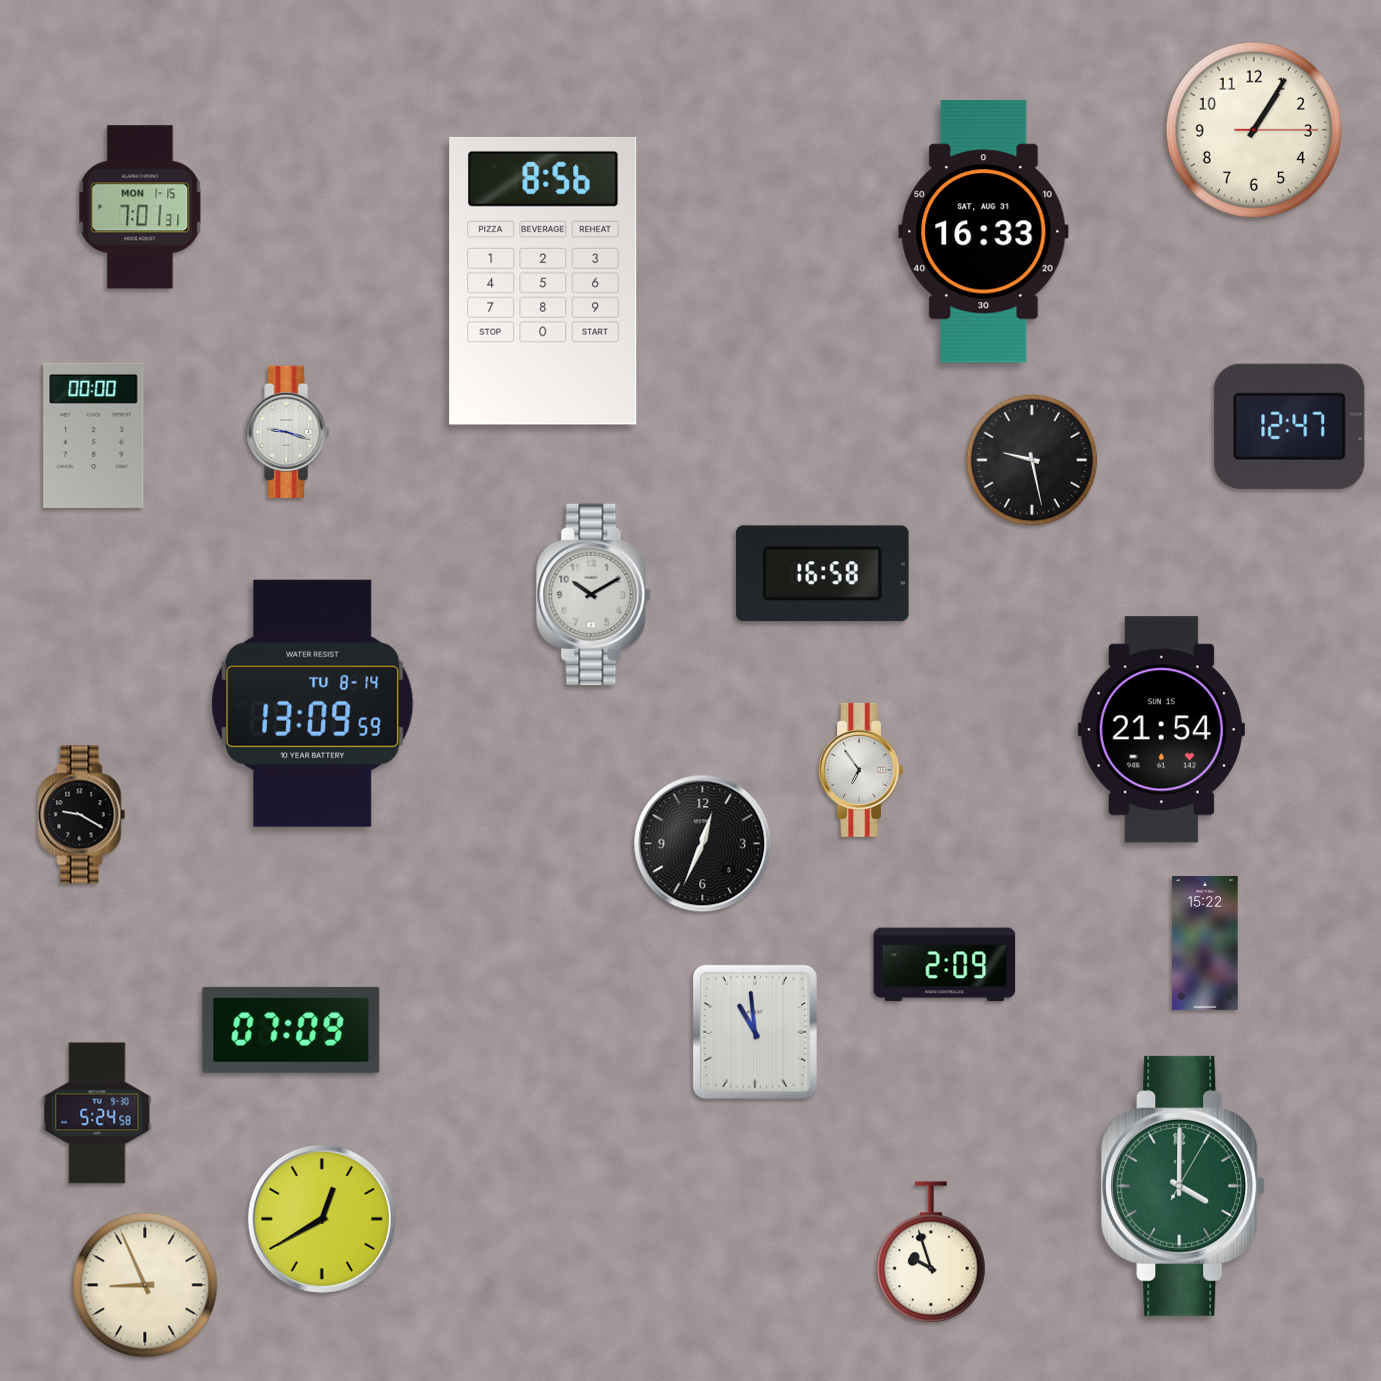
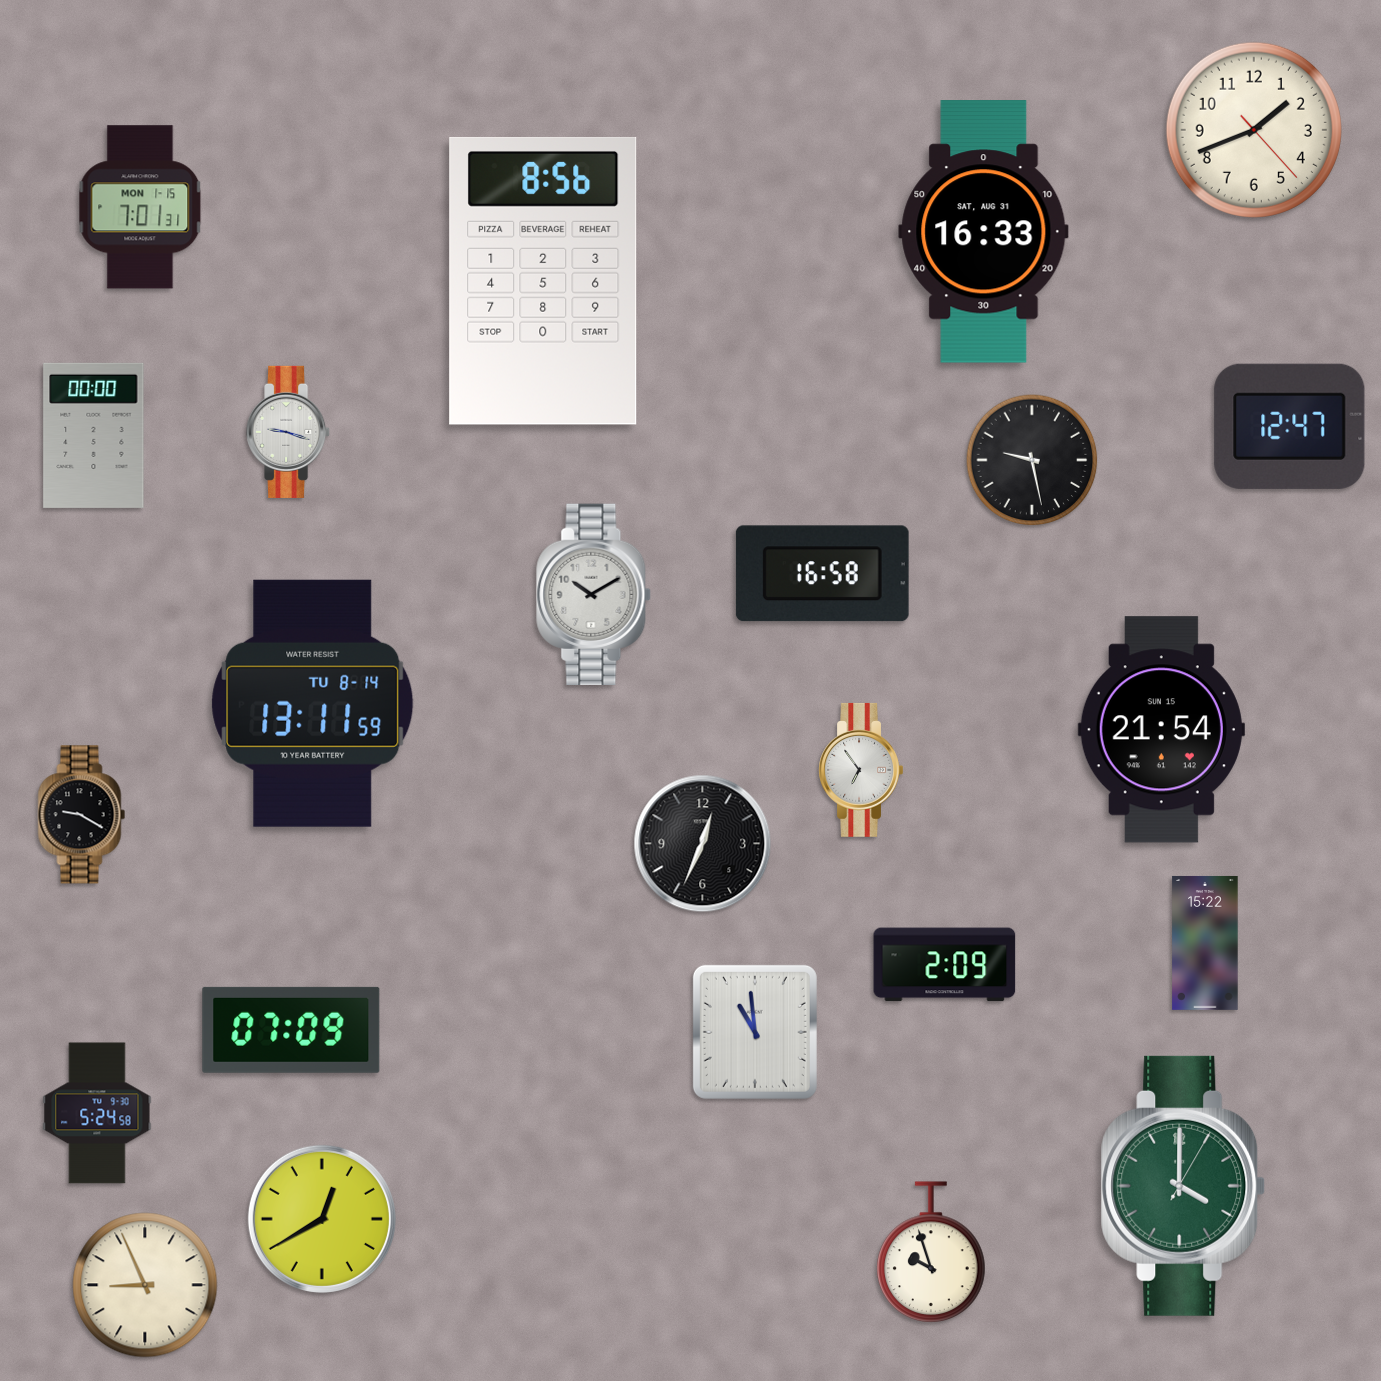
clock at (1254, 130): 1:05 -> 1:41
clock at (313, 703): 13:09 -> 13:11
